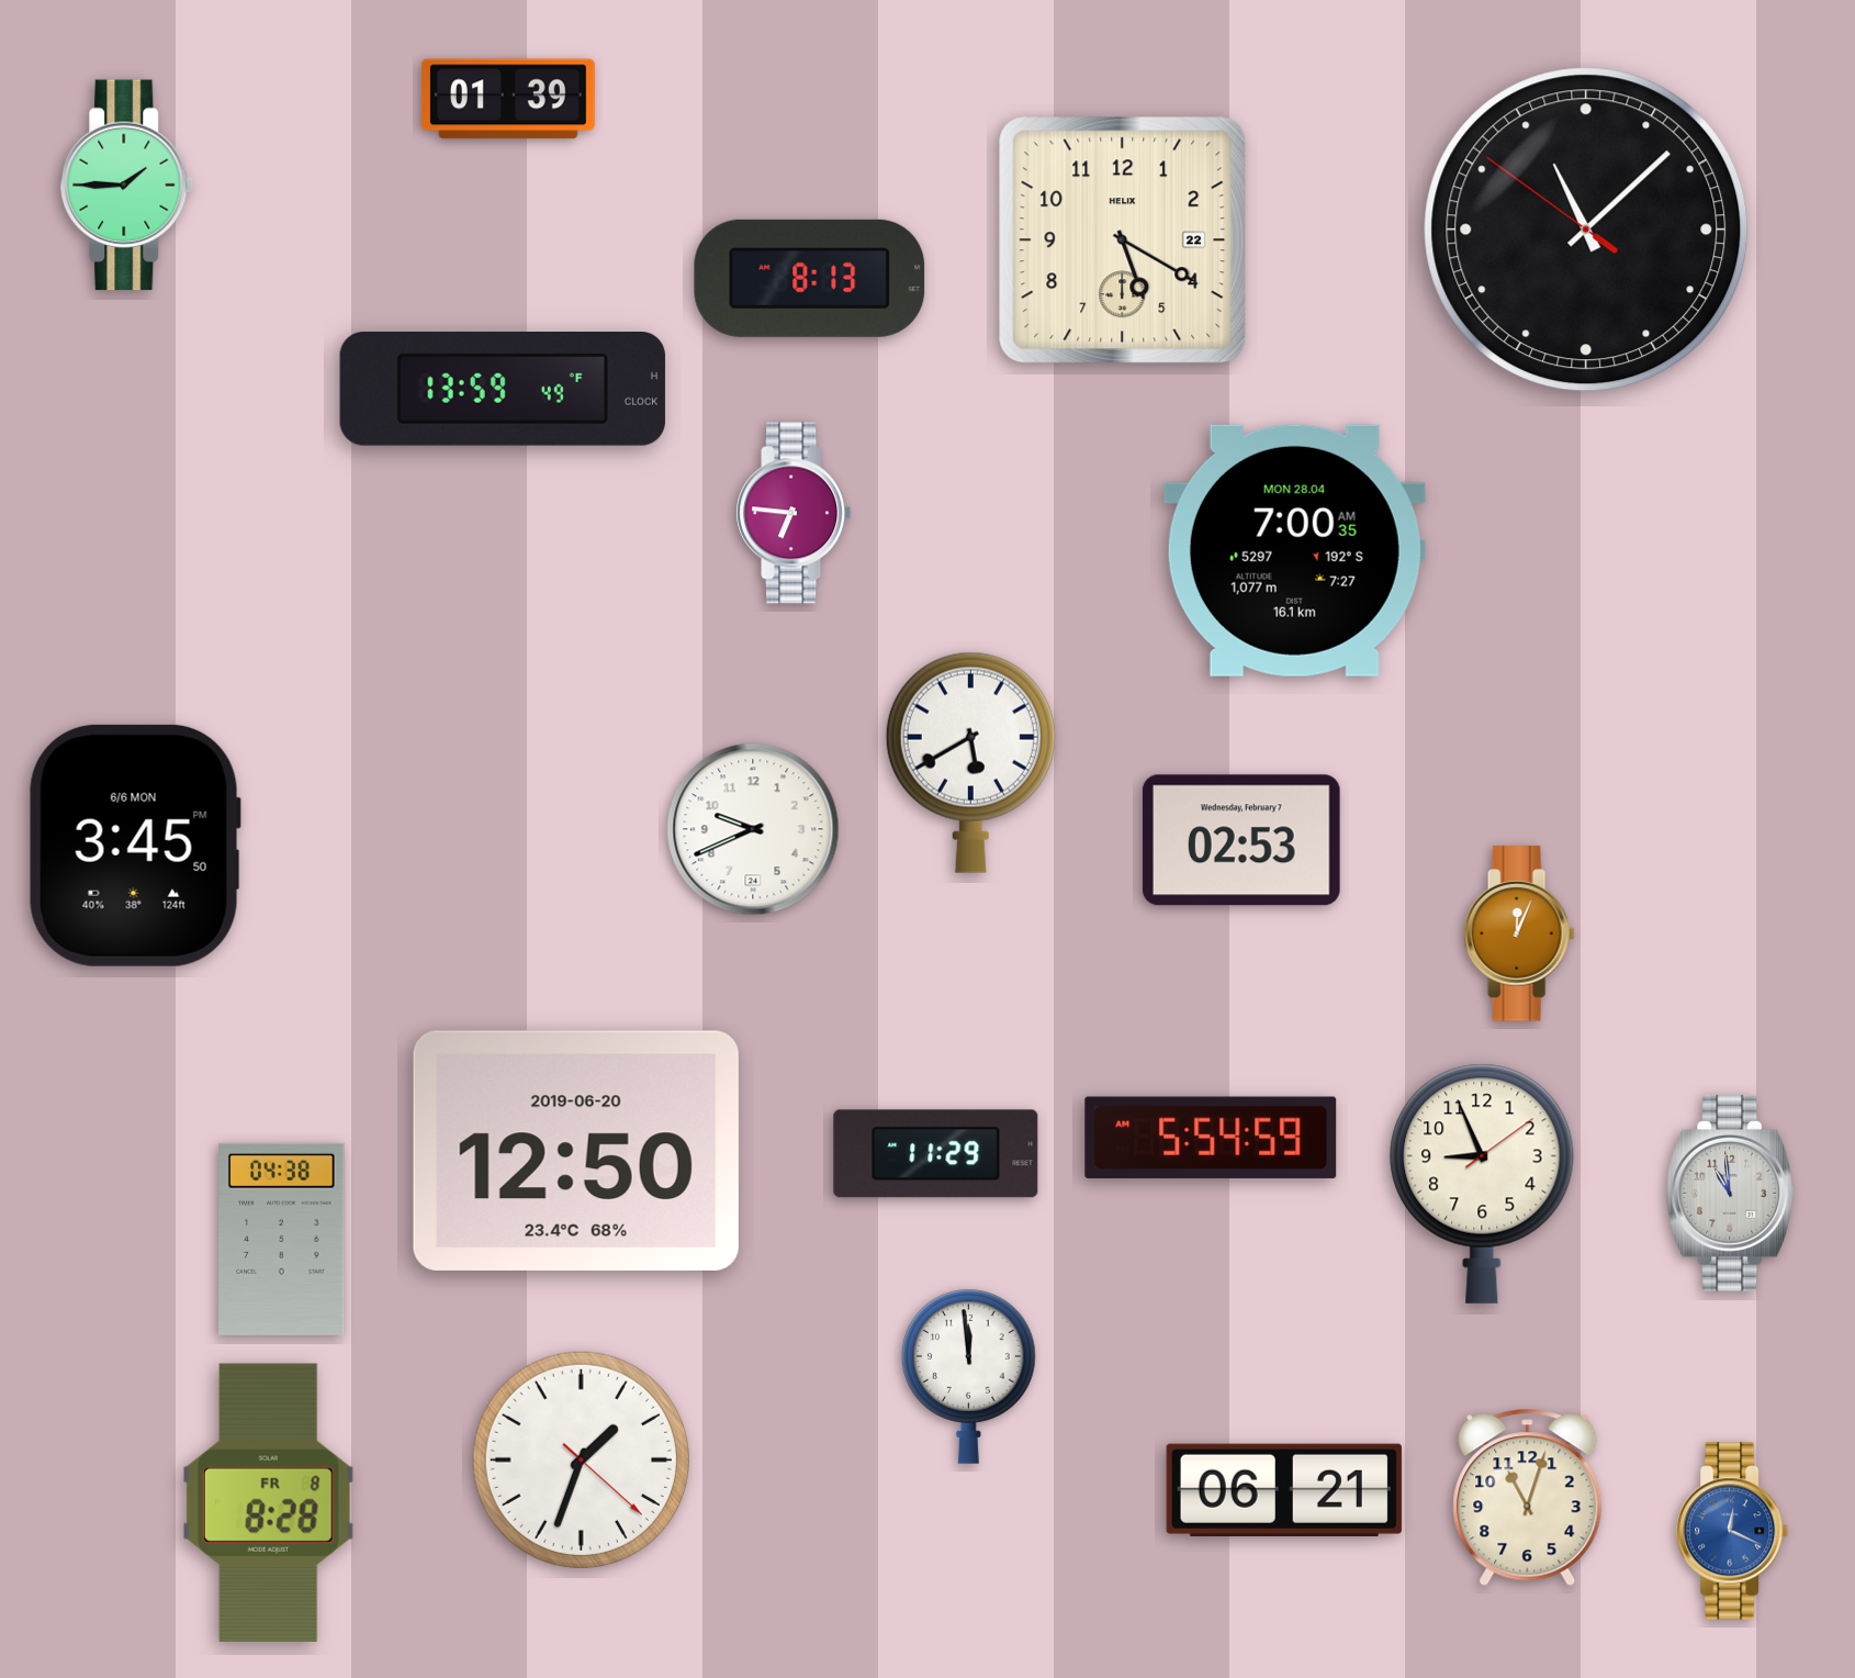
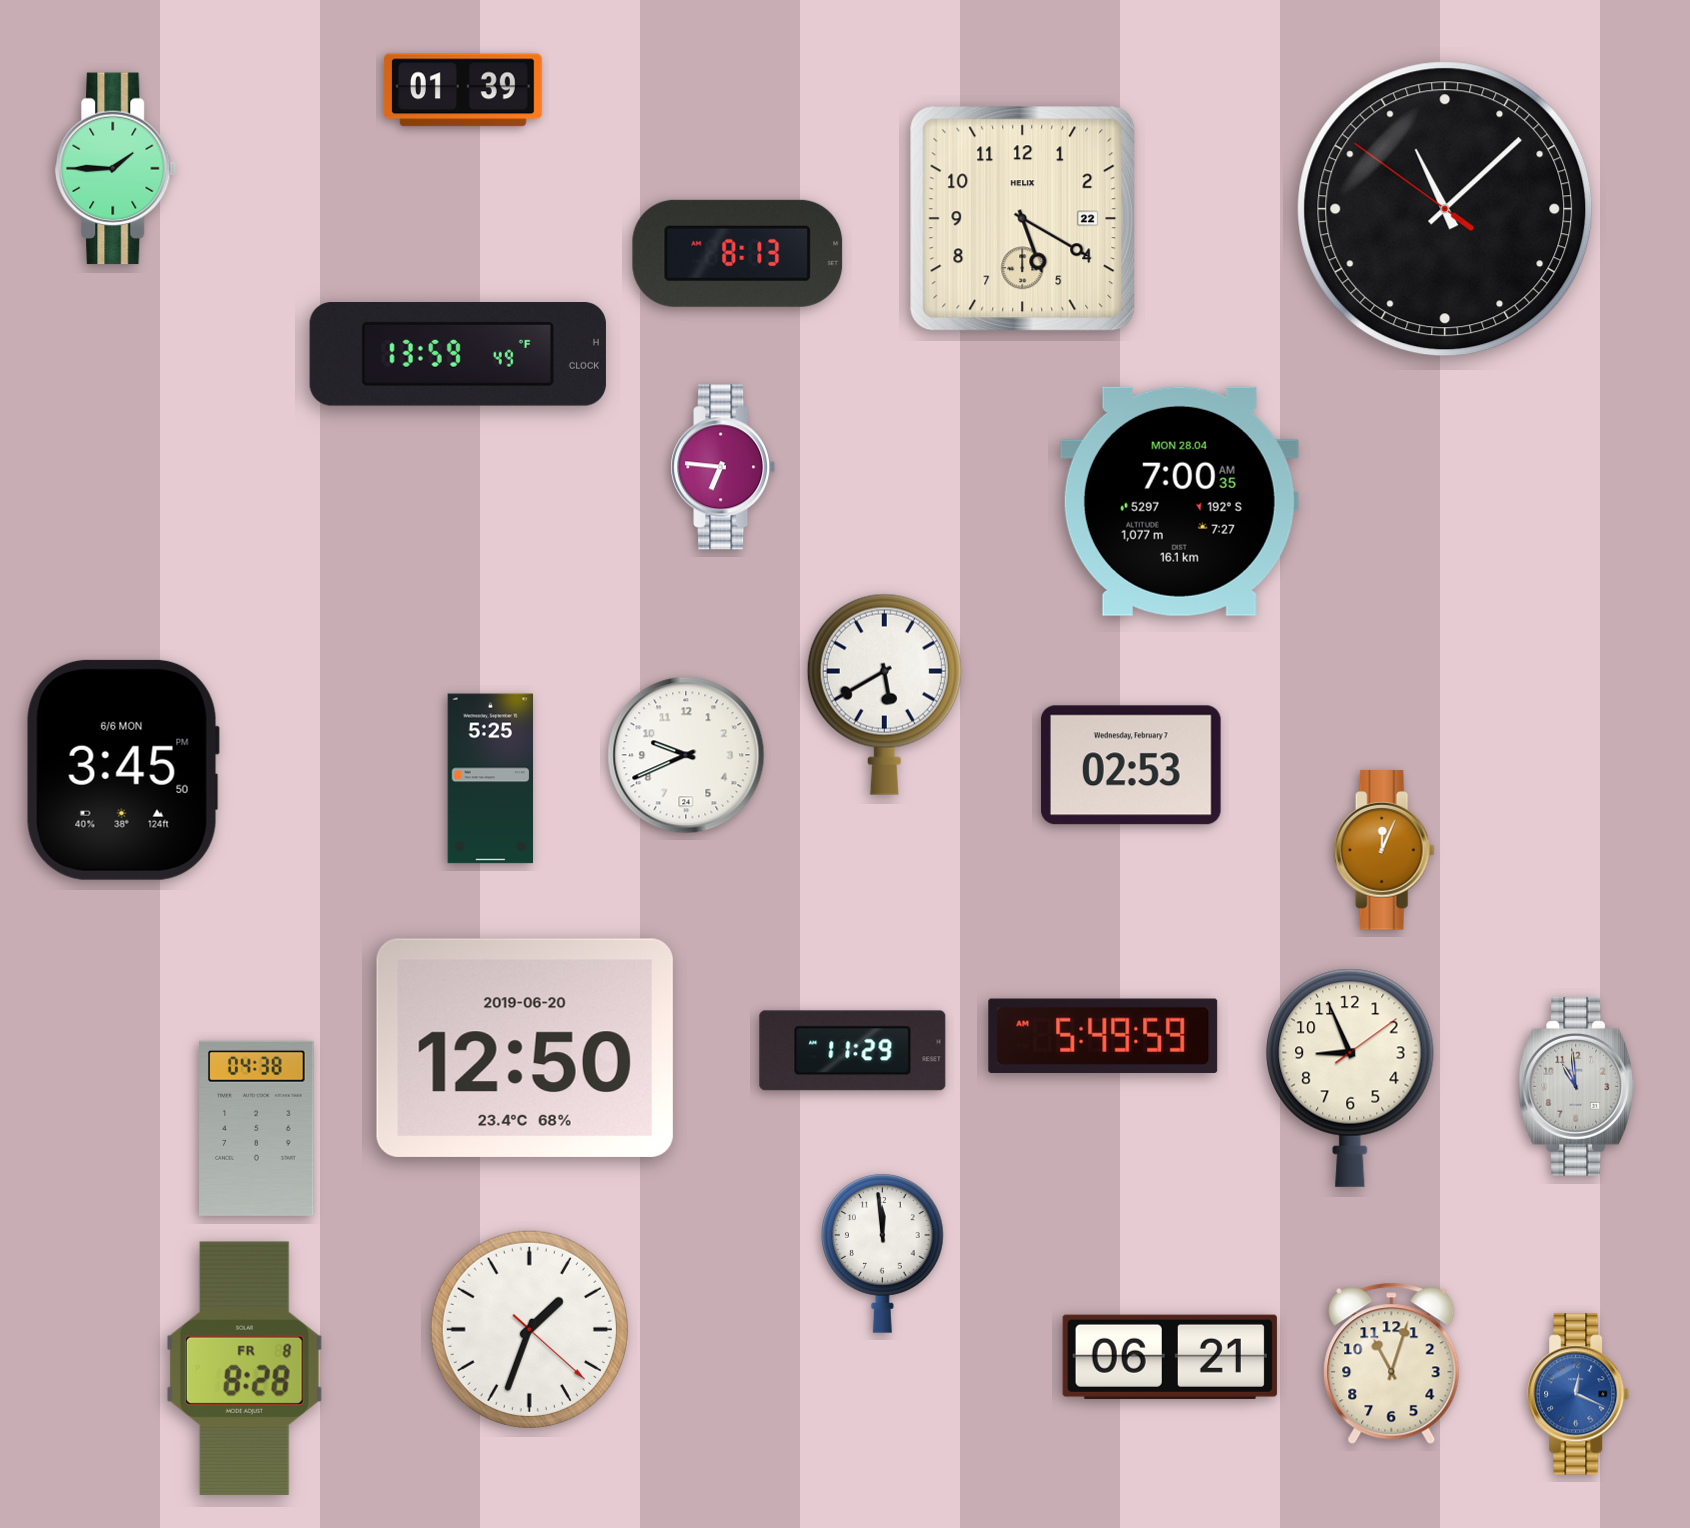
clock at (491, 779): none -> 5:25
clock at (1211, 1137): 5:54 -> 5:49
